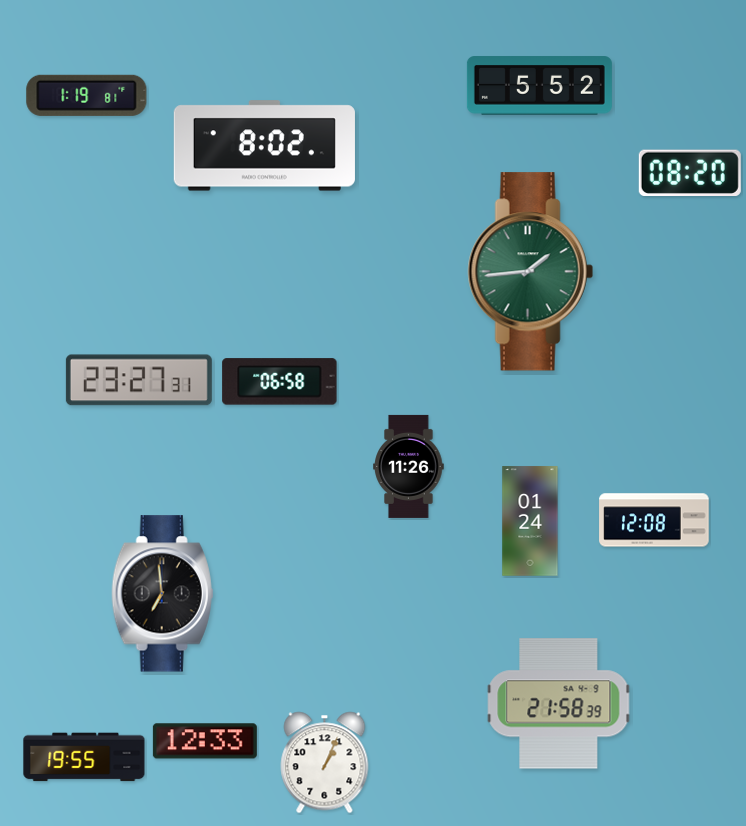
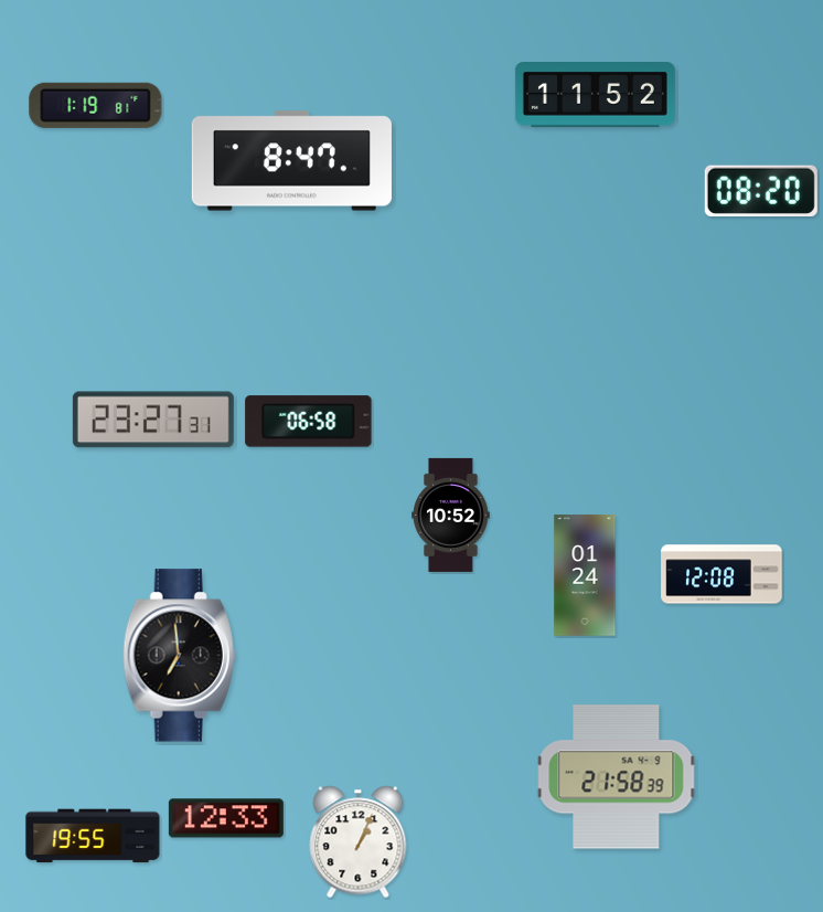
clock at (539, 86): 5:52 -> 11:52
clock at (264, 146): 8:02 -> 8:47
clock at (530, 272): 1:44 -> none
clock at (409, 466): 11:26 -> 10:52
